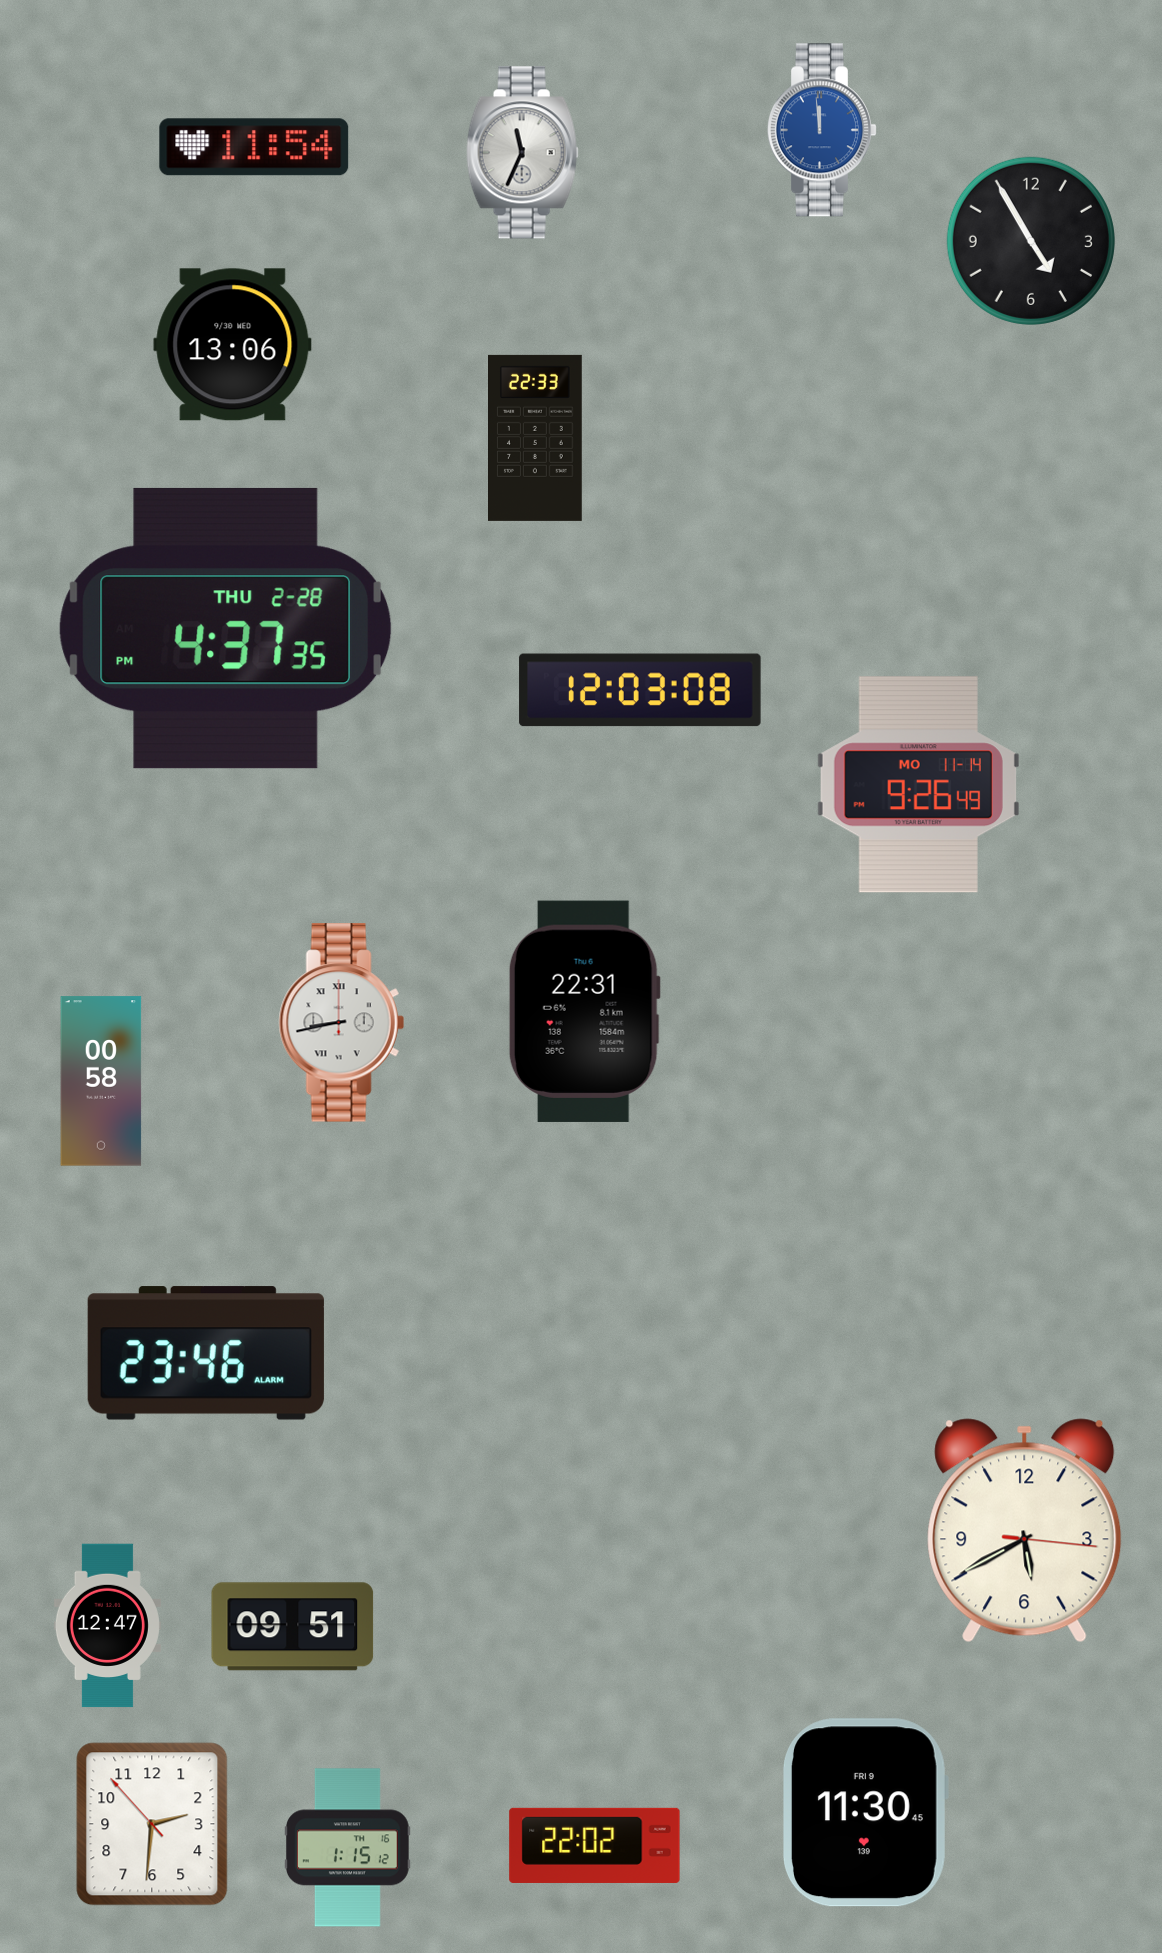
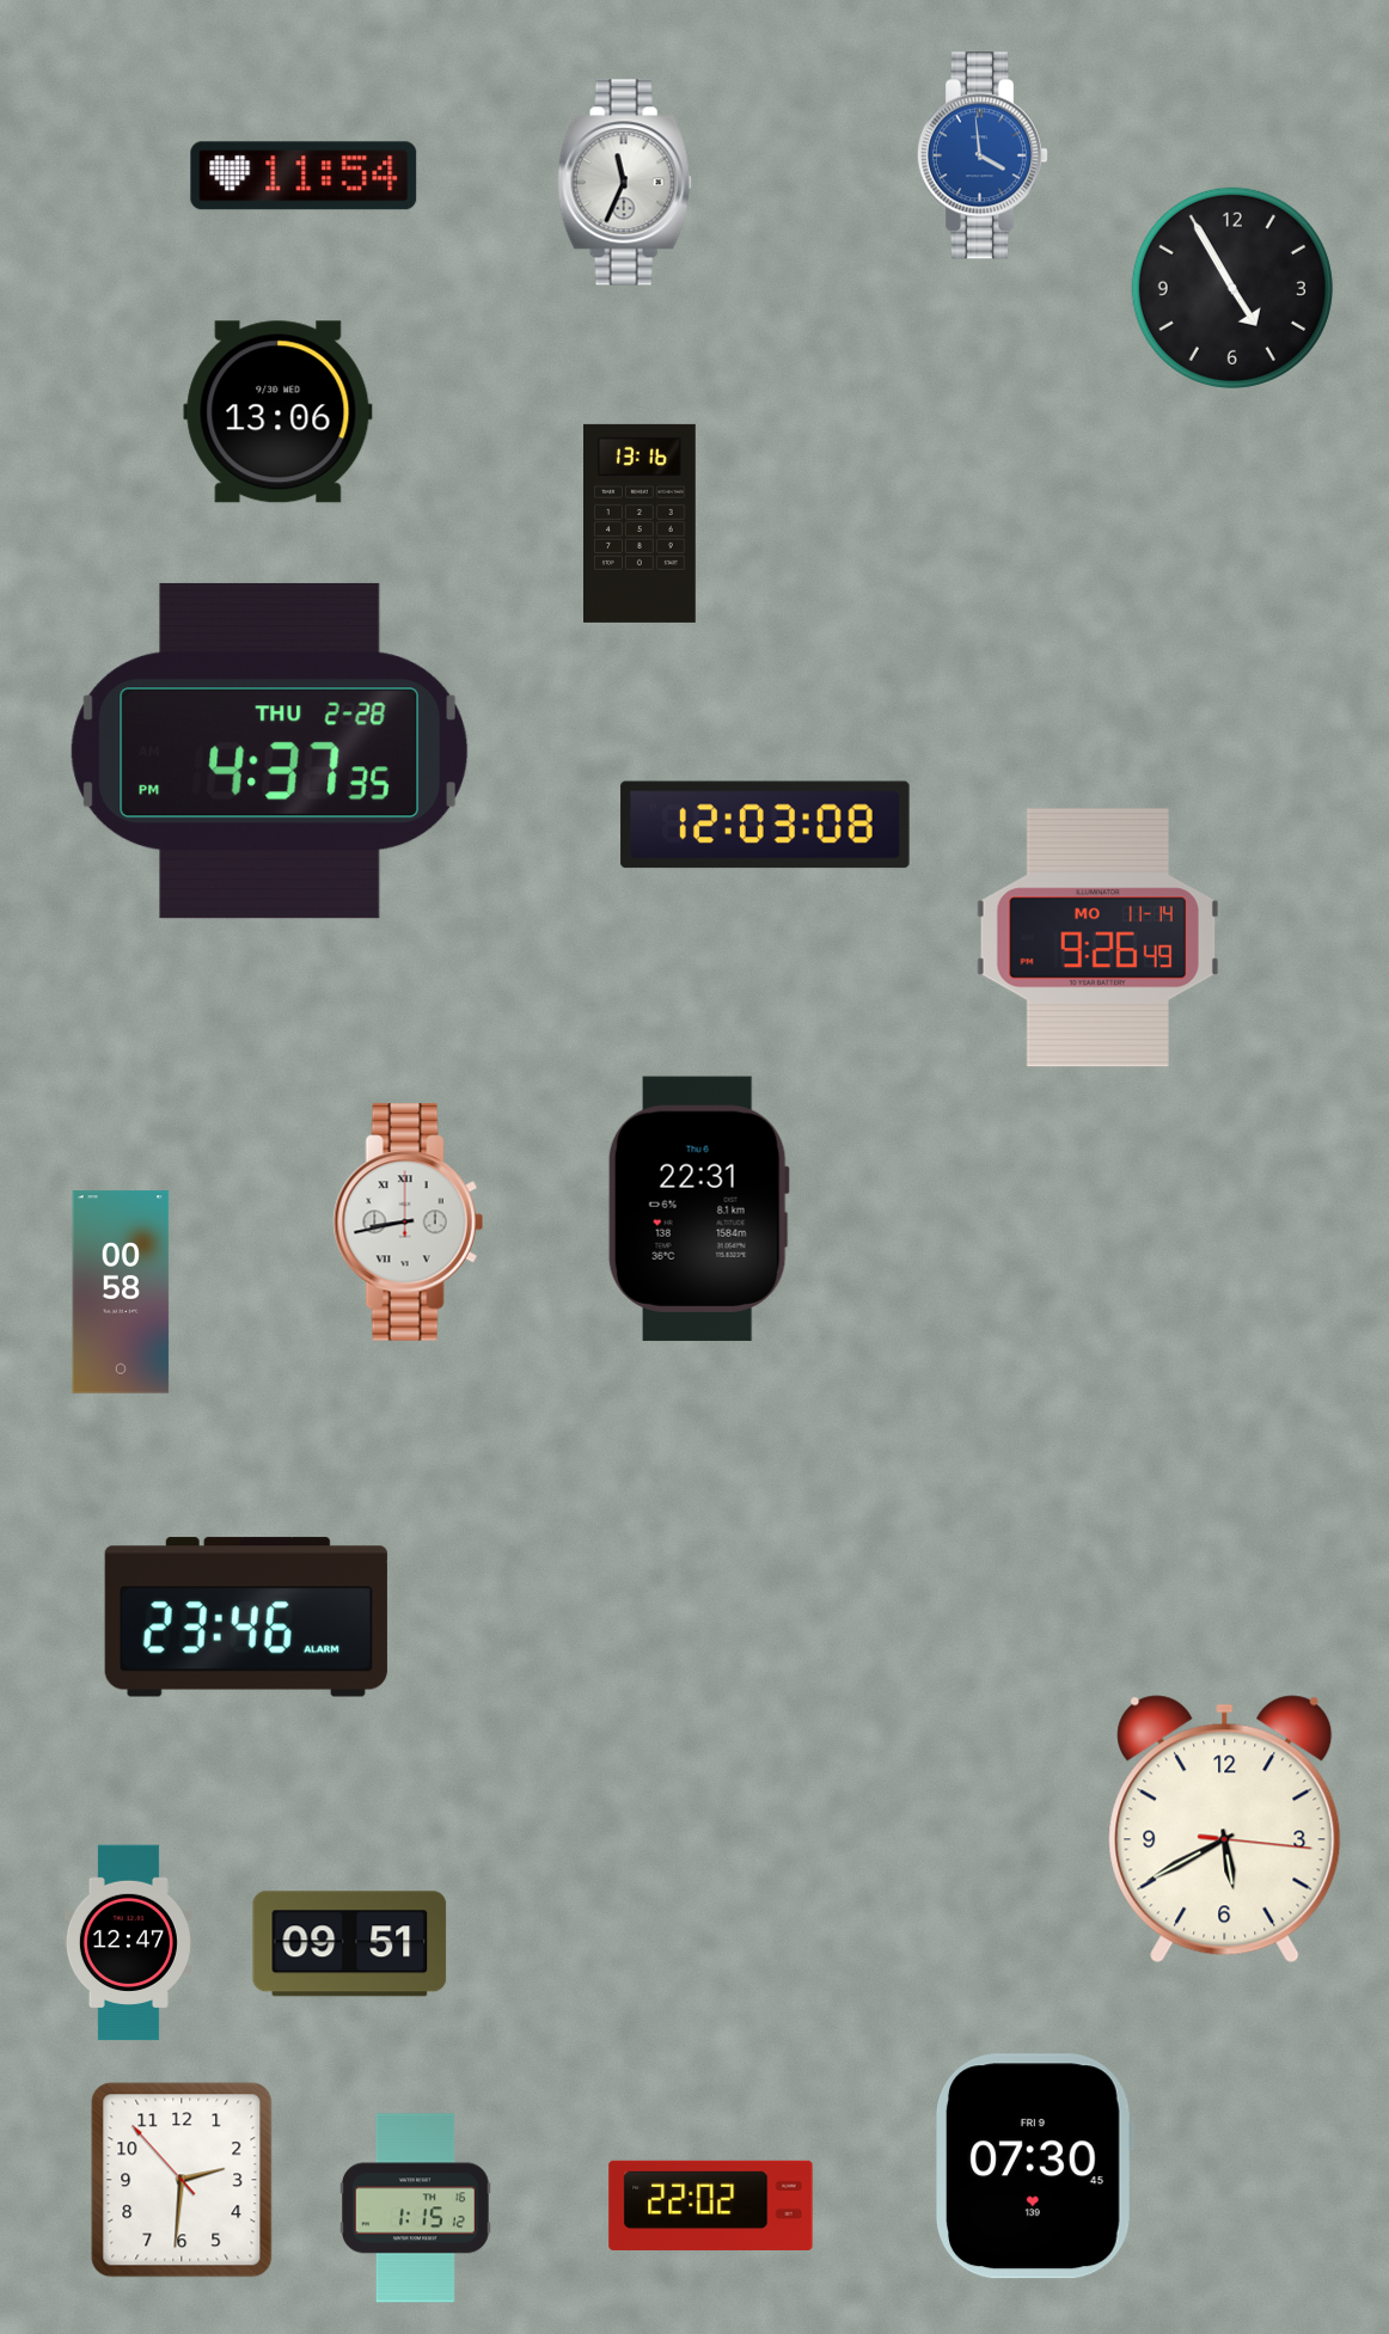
clock at (822, 130): 11:59 -> 3:59
clock at (536, 438): 22:33 -> 13:16
clock at (866, 1813): 11:30 -> 07:30
